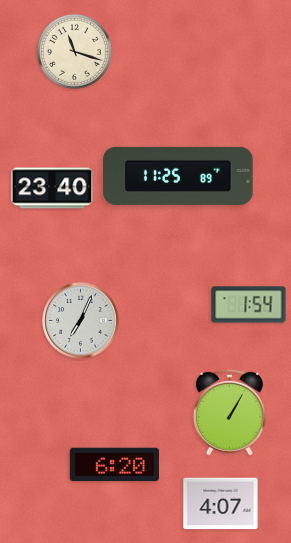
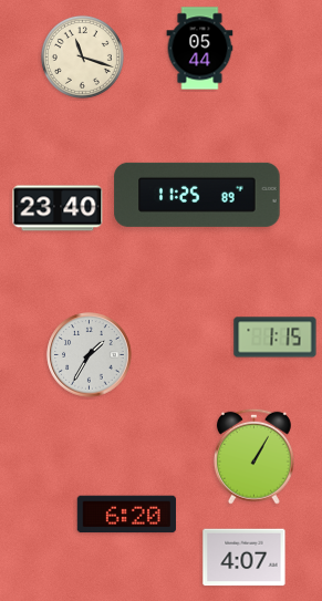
clock at (200, 49): none -> 05:44
clock at (249, 305): 1:54 -> 1:15
clock at (81, 321): 7:04 -> 1:35
